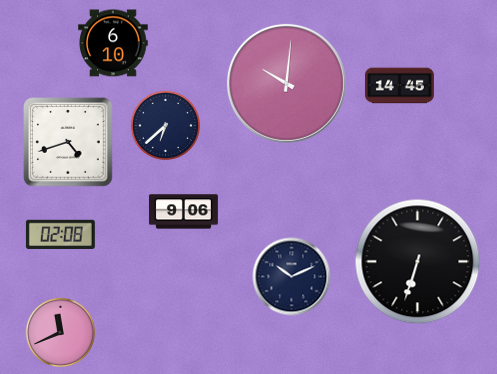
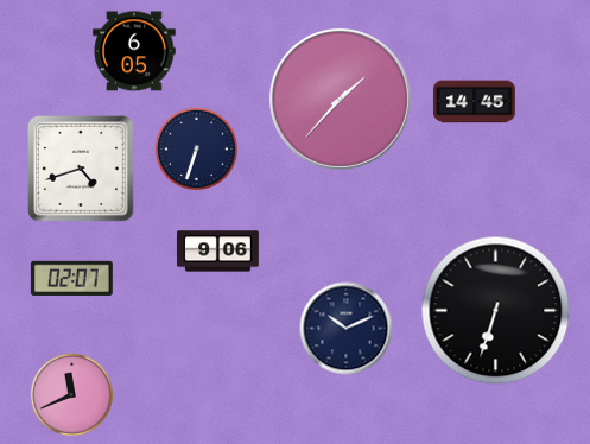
clock at (113, 43): 6:10 -> 6:05
clock at (286, 83): 10:01 -> 1:37
clock at (166, 126): 6:38 -> 6:33
clock at (60, 234): 02:08 -> 02:07
